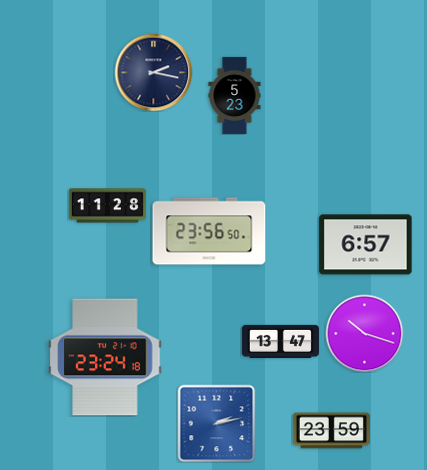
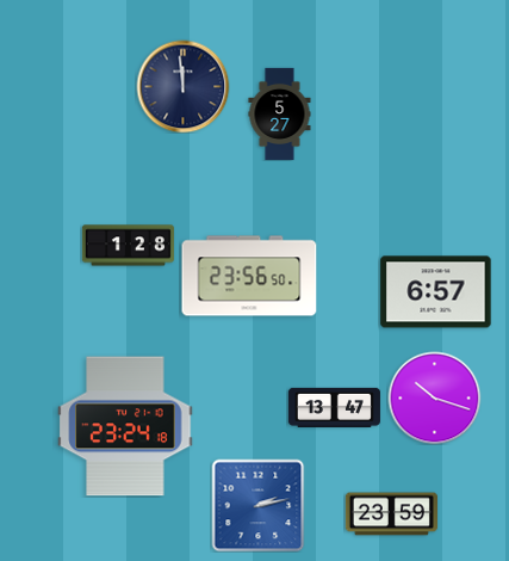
clock at (153, 72): 2:17 -> 11:59
clock at (235, 95): 5:23 -> 5:27
clock at (107, 206): 11:28 -> 1:28
clock at (331, 431) position: (331, 431) -> (391, 514)
